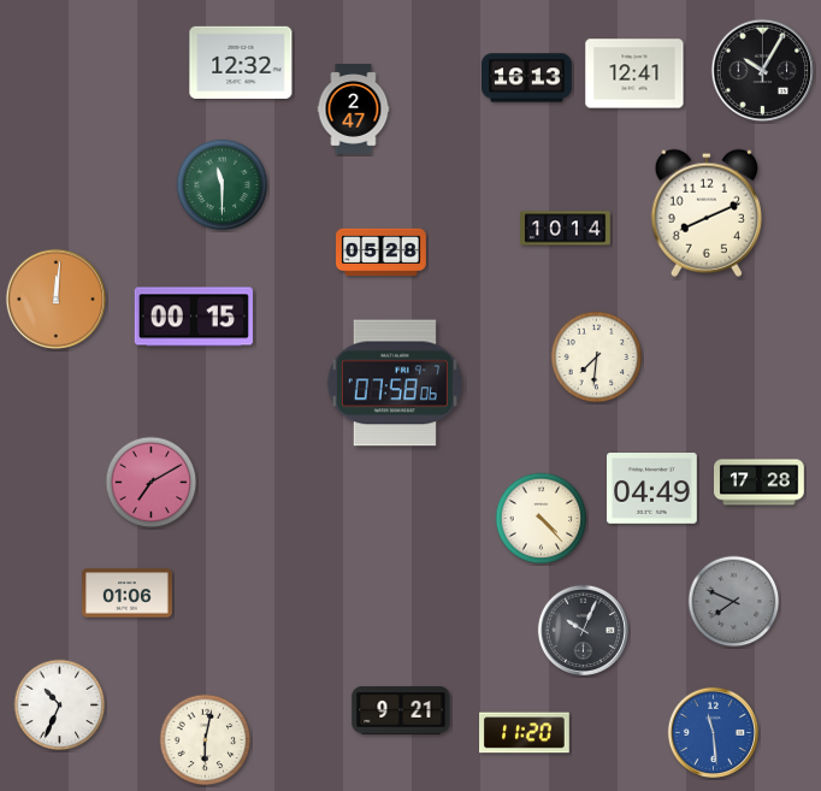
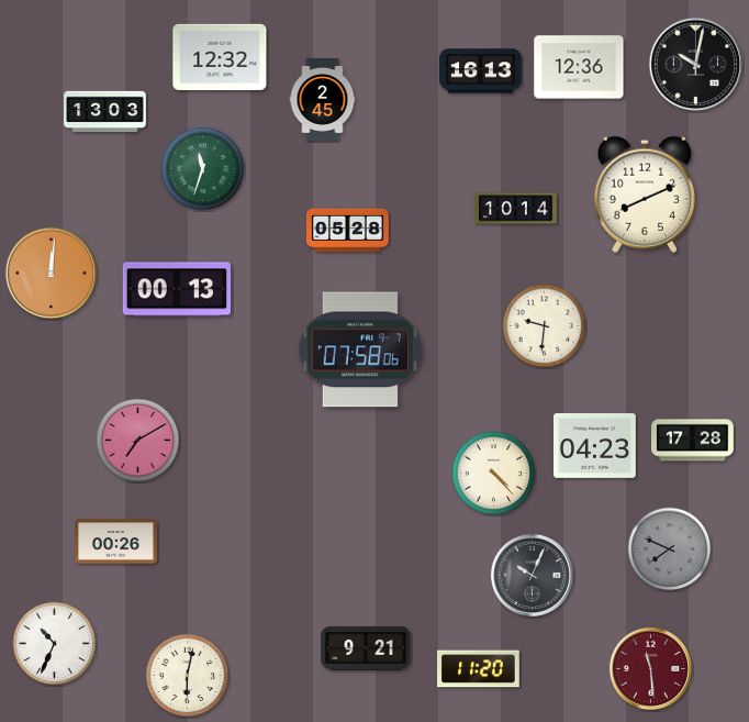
clock at (763, 71): 10:05 -> 10:02
clock at (634, 73): 12:41 -> 12:36
clock at (354, 110): 2:47 -> 2:45
clock at (105, 112): none -> 13:03
clock at (223, 185): 11:30 -> 11:33
clock at (194, 317): 00:15 -> 00:13
clock at (597, 358): 7:31 -> 9:31
clock at (652, 489): 04:49 -> 04:23
clock at (128, 594): 01:06 -> 00:26
clock at (713, 732) dial: blue -> burgundy
